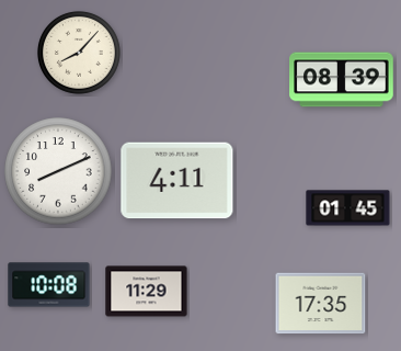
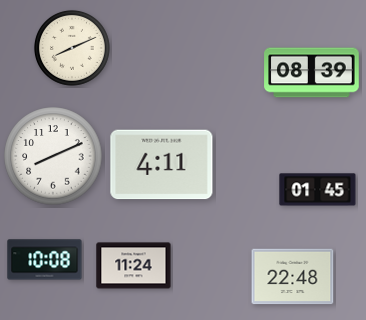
clock at (79, 53): 8:07 -> 8:11
clock at (147, 292): 11:29 -> 11:24
clock at (321, 304): 17:35 -> 22:48
